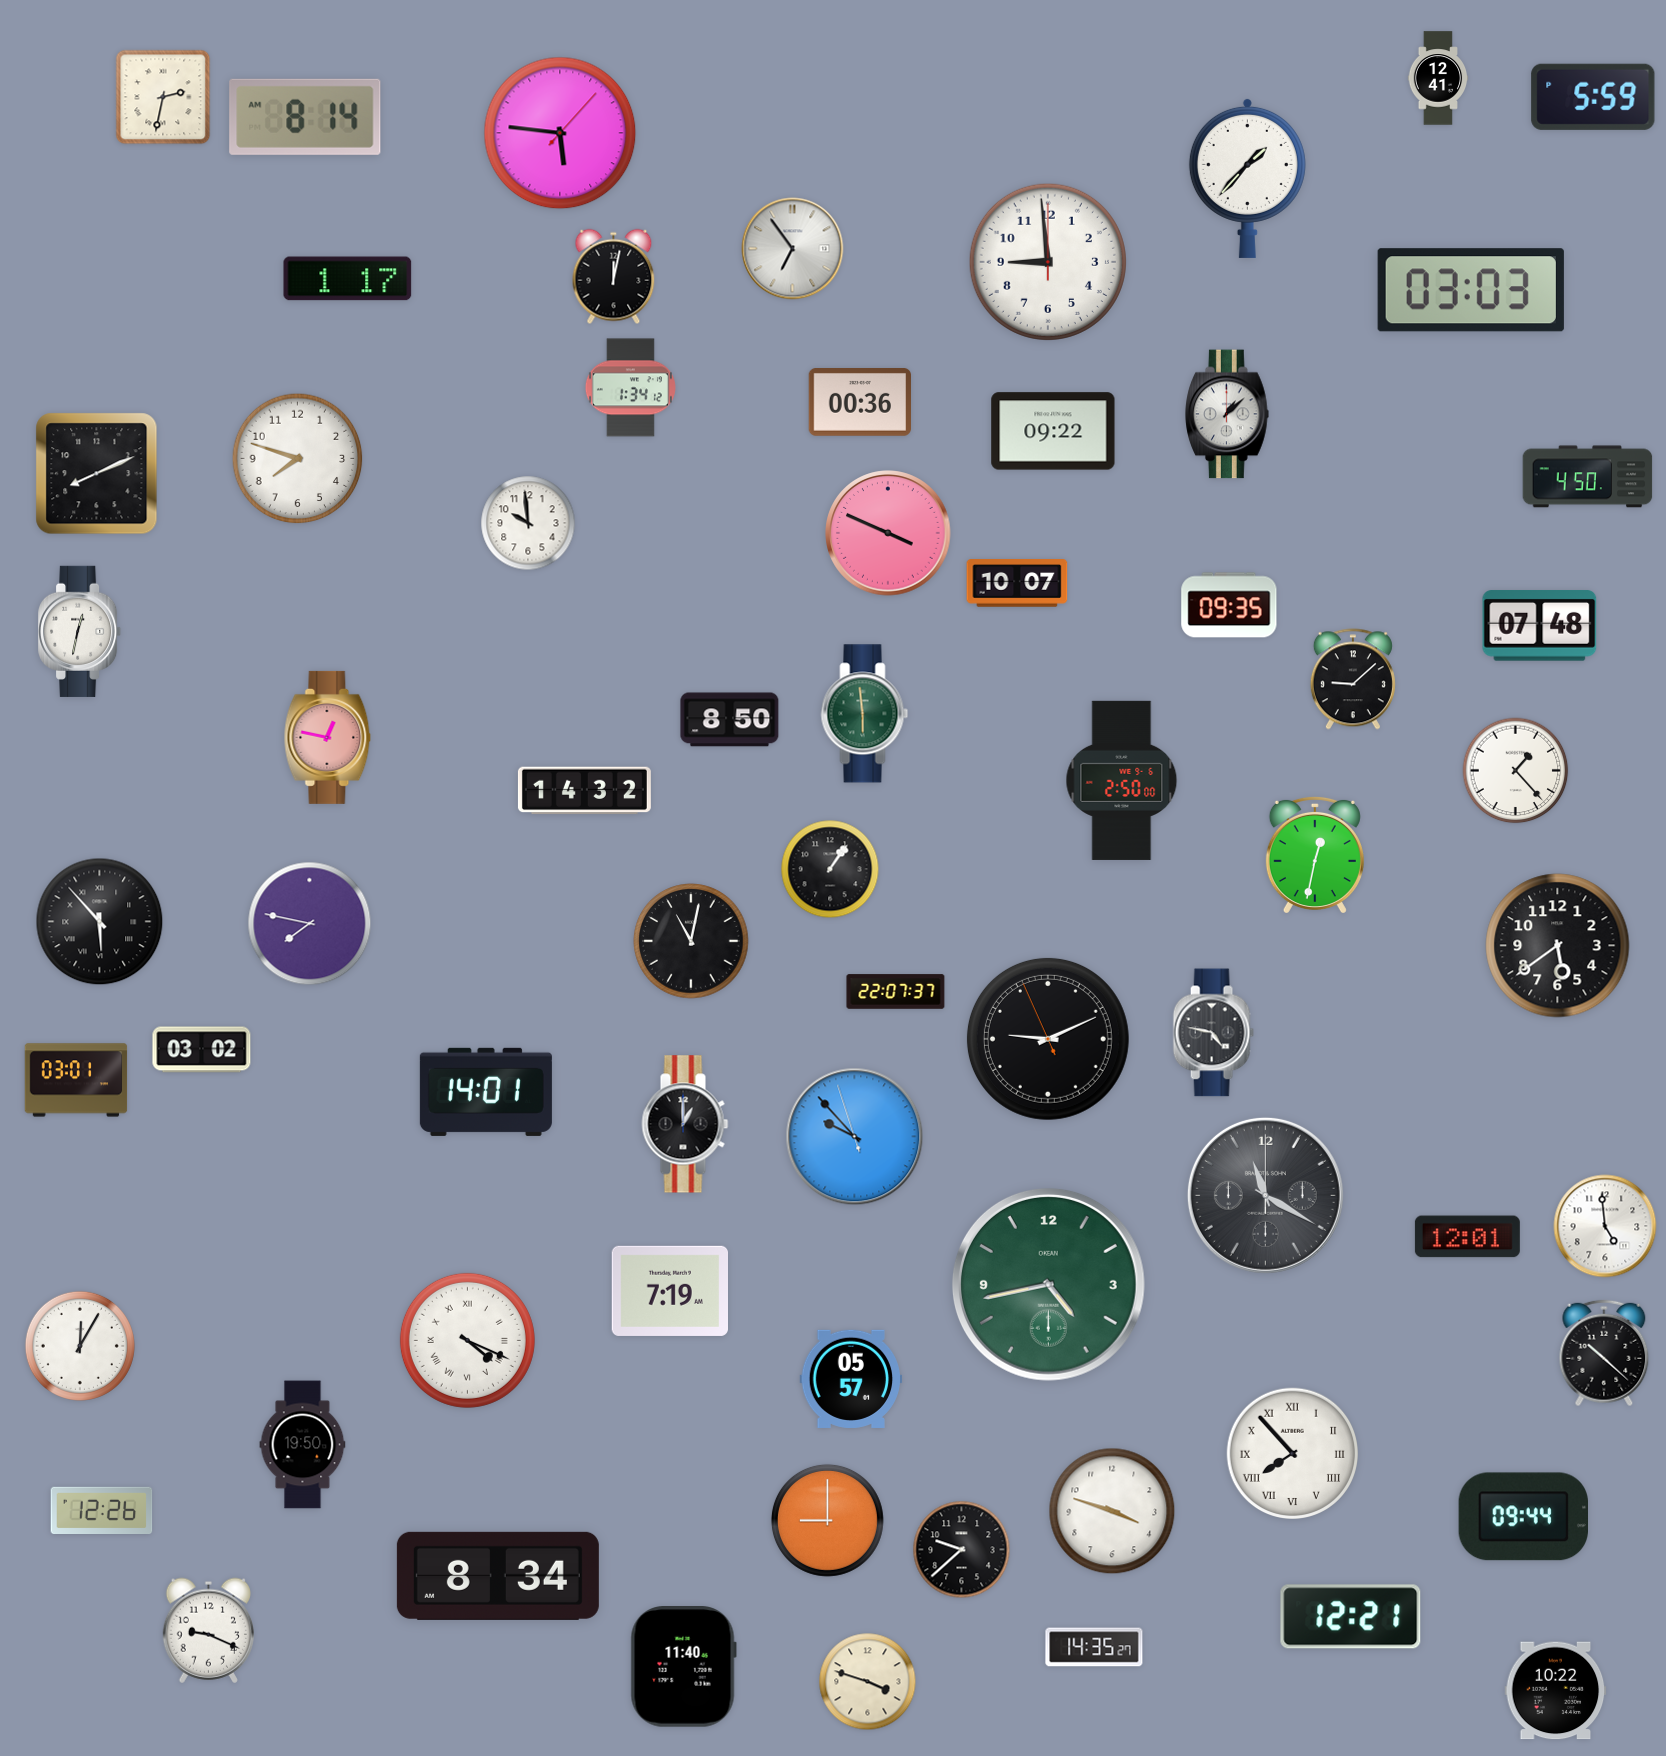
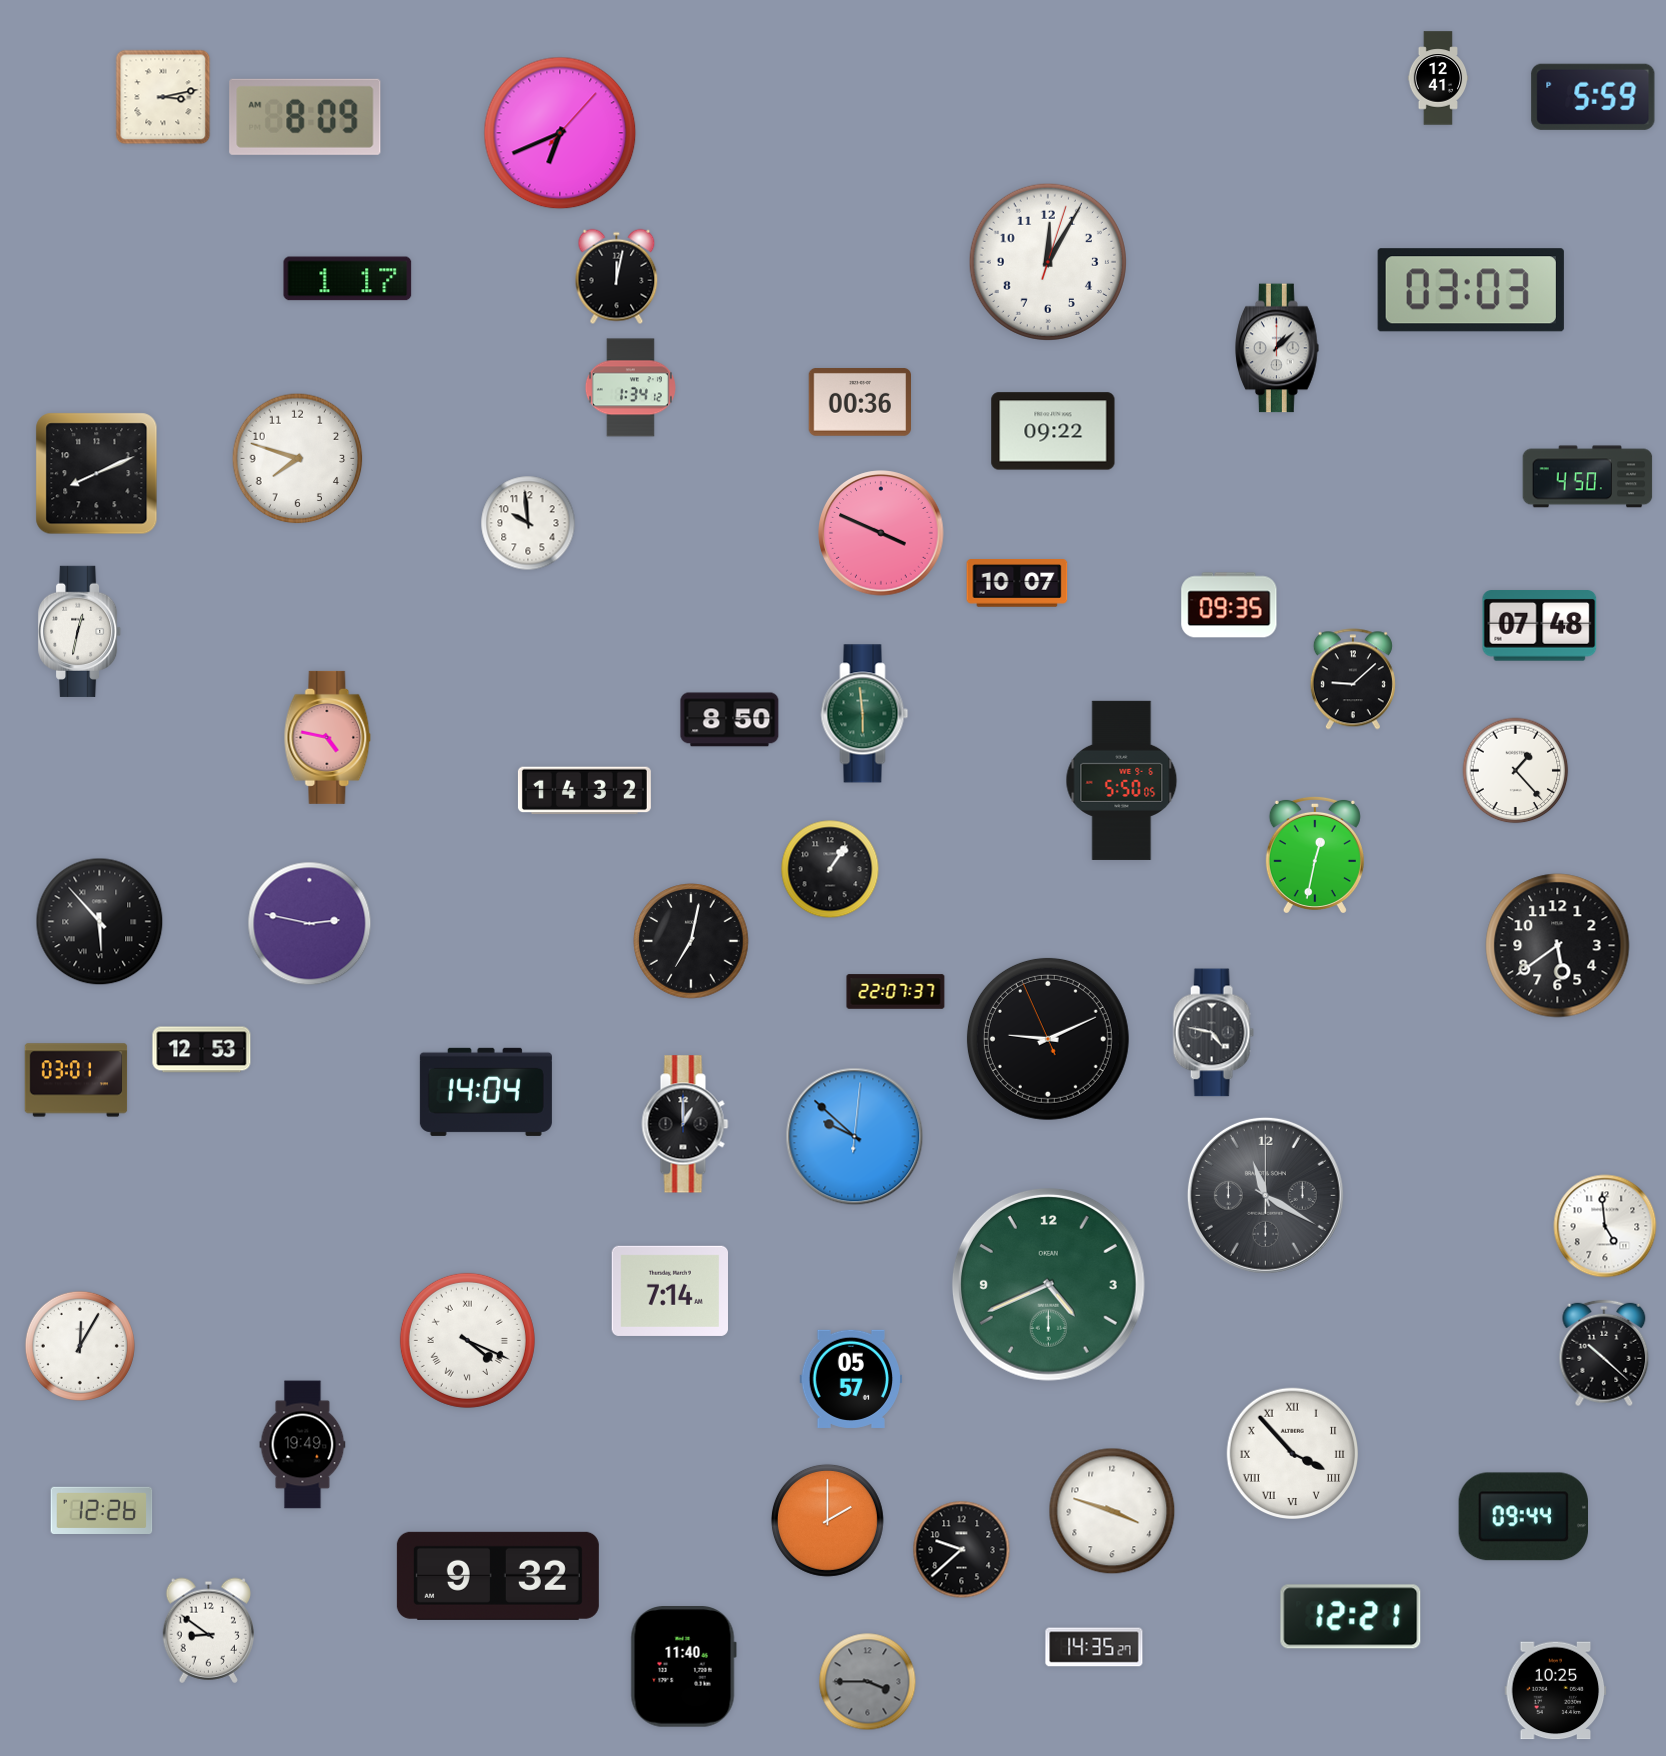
clock at (163, 97): 2:32 -> 3:13
clock at (305, 117): 8:14 -> 8:09
clock at (560, 133): 5:46 -> 6:41
clock at (1247, 178): 1:37 -> none
clock at (793, 249): 6:54 -> none
clock at (1048, 262): 8:59 -> 12:05
clock at (614, 277) position: (614, 277) -> (617, 277)
clock at (1227, 414) position: (1227, 414) -> (1277, 348)
clock at (888, 533) position: (888, 533) -> (881, 533)
clock at (328, 737): 12:47 -> 4:47
clock at (1122, 780): 2:50 -> 5:50
clock at (310, 924): 7:47 -> 2:47
clock at (691, 941): 11:02 -> 7:02
clock at (202, 1050): 03:02 -> 12:53
clock at (486, 1092): 14:01 -> 14:04
clock at (855, 1137): 9:52:57 -> 9:52:01
clock at (1467, 1237): 12:01 -> none
clock at (1048, 1284): 4:43 -> 4:41
clock at (669, 1291): 7:19 -> 7:14
clock at (303, 1445): 19:50 -> 19:49
clock at (1292, 1453): 7:53 -> 3:53
clock at (827, 1520): 9:00 -> 2:00
clock at (498, 1576): 8:34 -> 9:32
clock at (208, 1630): 9:19 -> 8:51
clock at (868, 1682): 3:48 -> 3:45
clock at (868, 1682) dial: cream -> grey
clock at (1556, 1691): 10:22 -> 10:25
